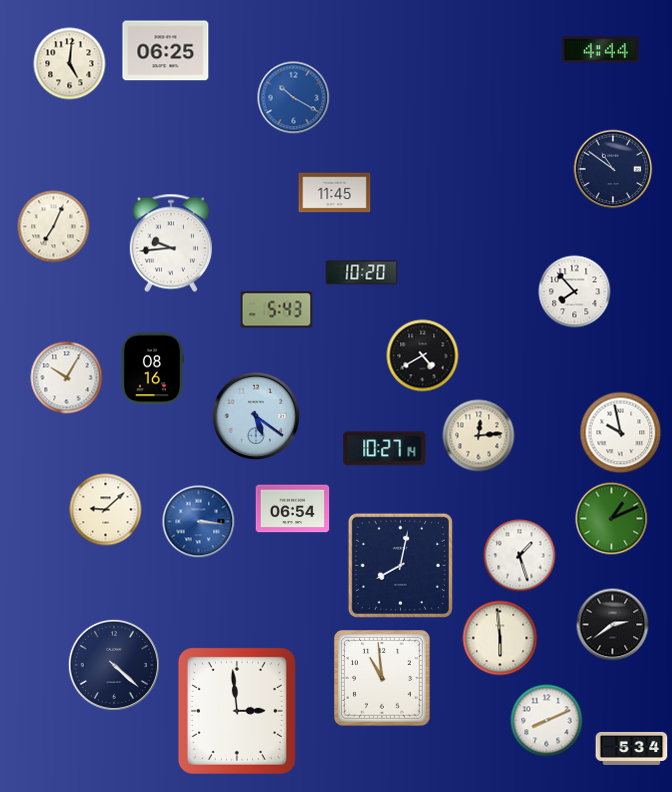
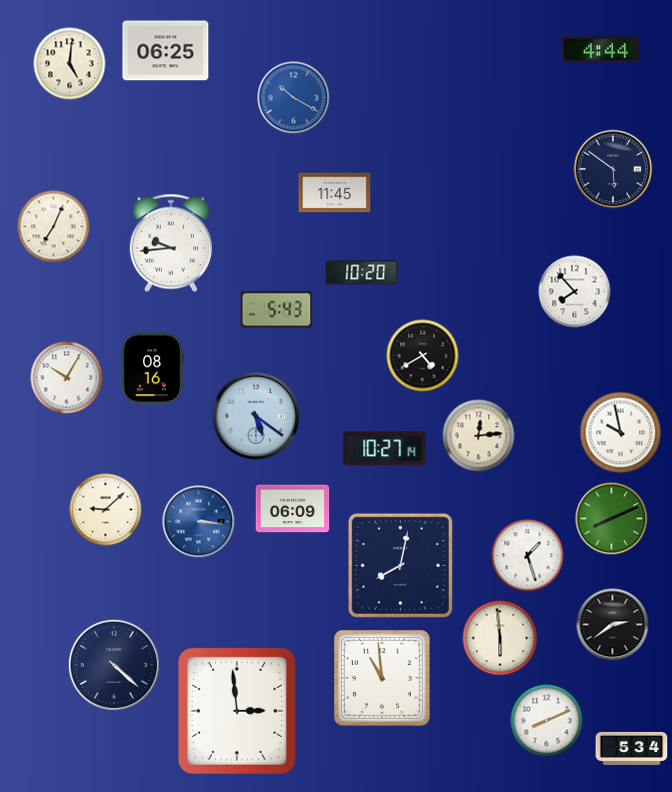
clock at (613, 169): 10:51 -> 5:51
clock at (293, 509): 06:54 -> 06:09
clock at (612, 519): 1:11 -> 8:11
clock at (520, 556) position: (520, 556) -> (528, 556)
